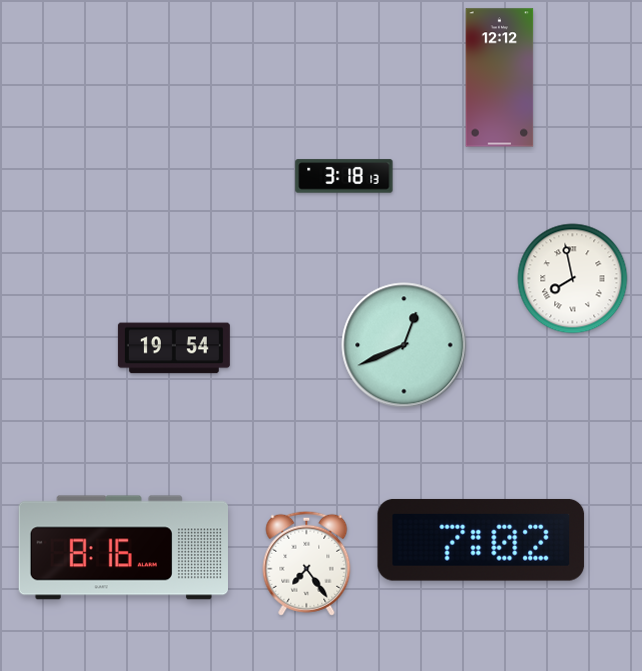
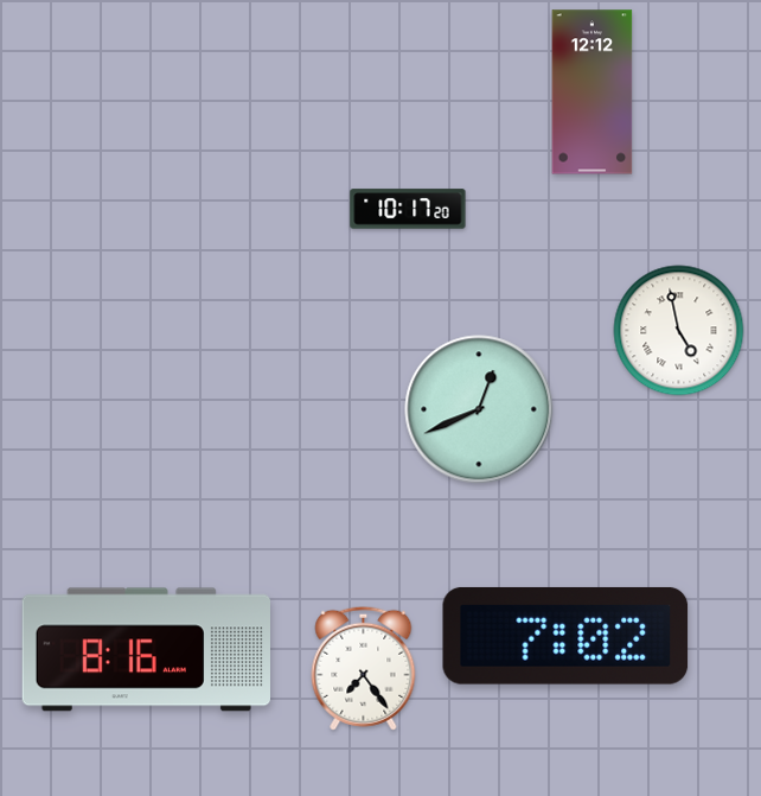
clock at (344, 176): 3:18 -> 10:17
clock at (573, 279): 7:58 -> 4:58
clock at (174, 348): 19:54 -> none
clock at (481, 540) position: (481, 540) -> (565, 636)
